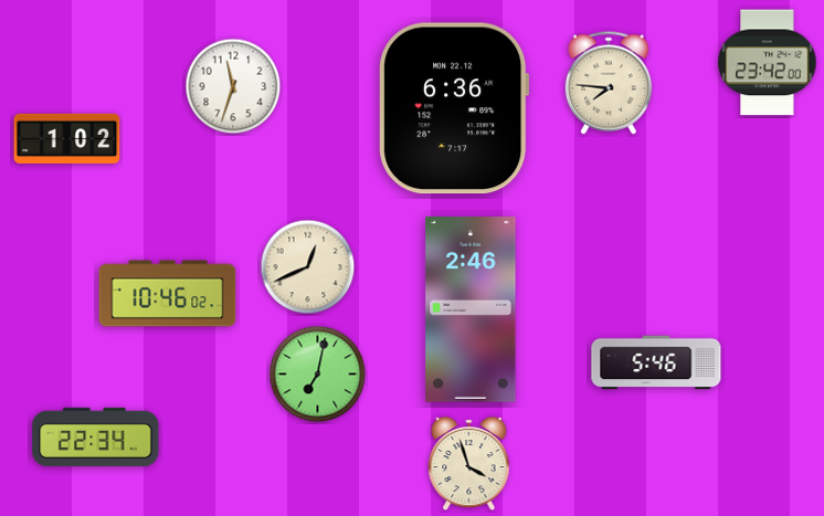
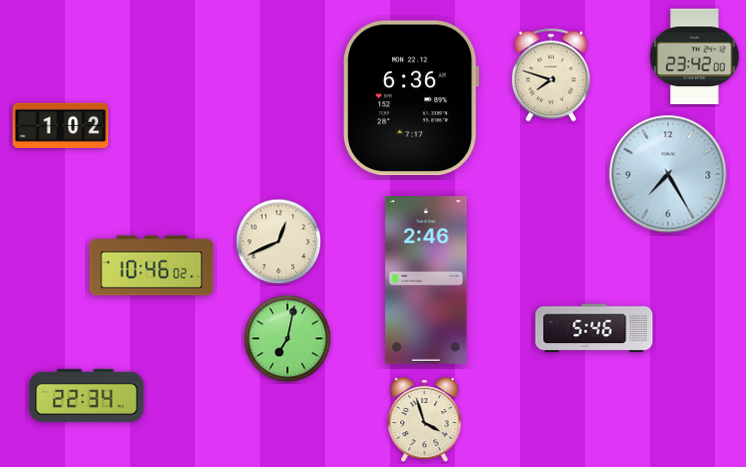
clock at (609, 83): 7:46 -> 7:48
clock at (233, 86): 11:33 -> none
clock at (668, 174): none -> 7:25
